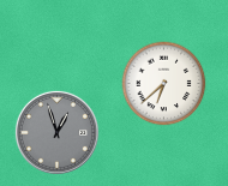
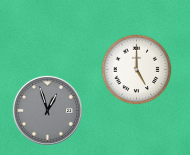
clock at (164, 84): 6:38 -> 5:00
